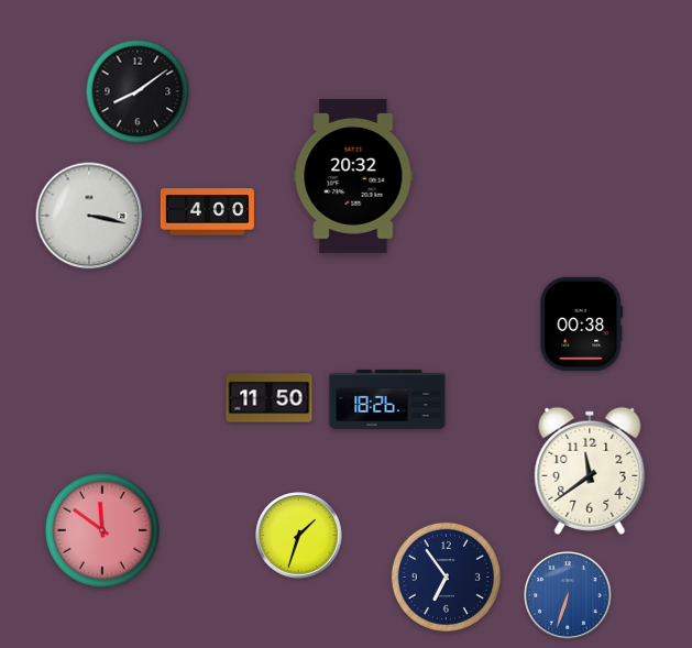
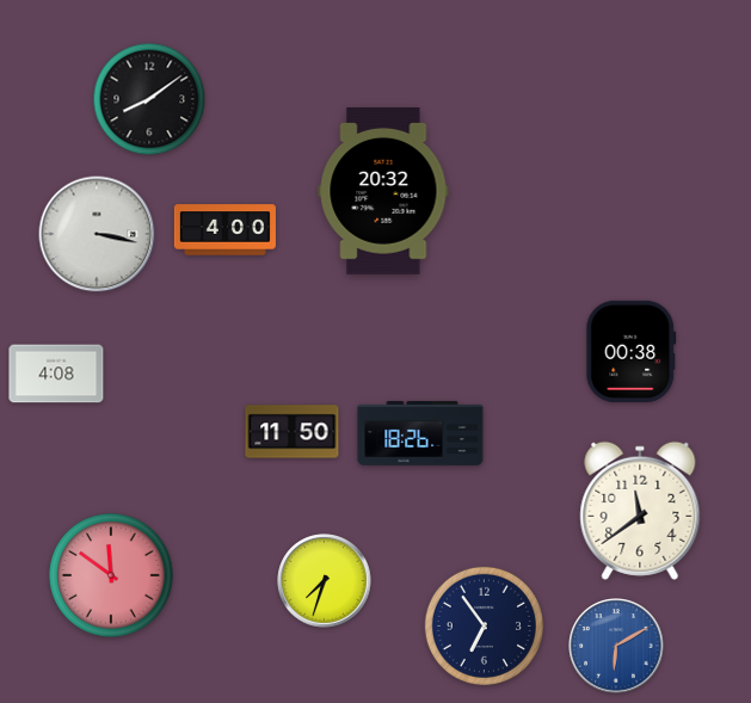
clock at (56, 374): none -> 4:08
clock at (299, 536): 1:33 -> 7:33
clock at (568, 595): 6:33 -> 6:10
